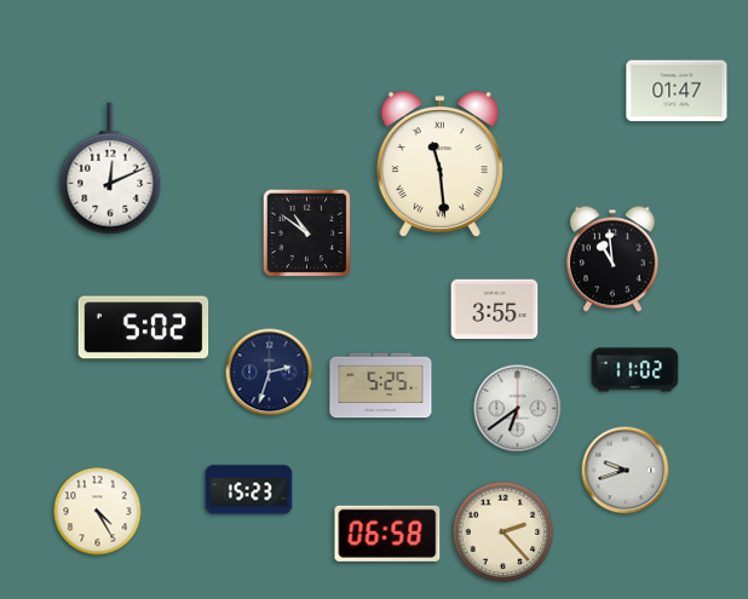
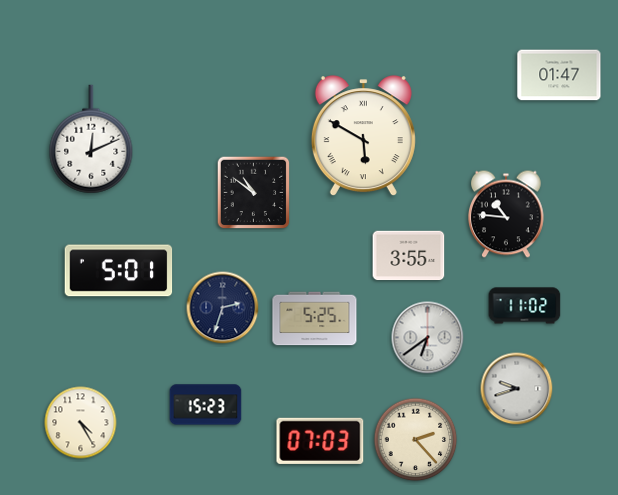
clock at (439, 165): 11:29 -> 5:50
clock at (614, 259): 10:59 -> 10:46
clock at (144, 328): 5:02 -> 5:01
clock at (387, 534): 06:58 -> 07:03
